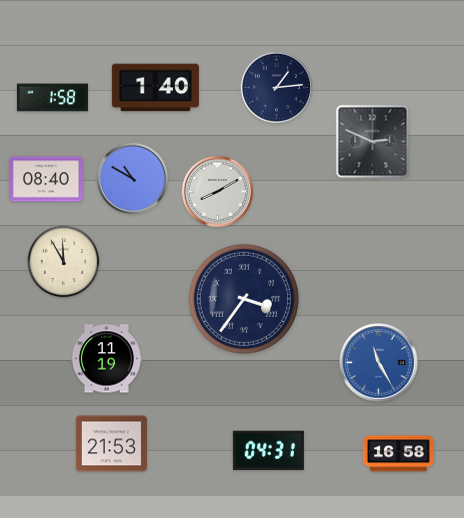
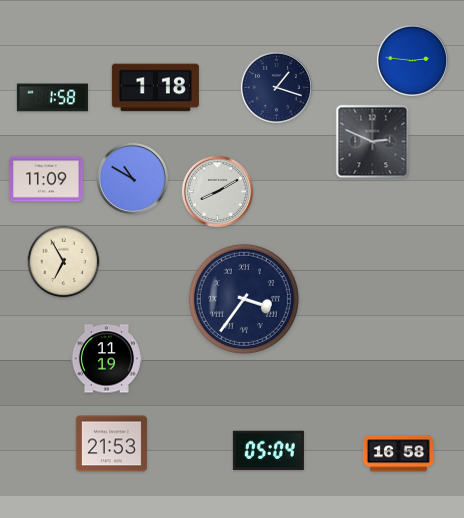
clock at (412, 60): none -> 2:46
clock at (276, 87): 1:14 -> 1:18
clock at (155, 88): 1:40 -> 1:18
clock at (46, 179): 08:40 -> 11:09
clock at (64, 262): 11:55 -> 6:55
clock at (379, 363): 11:25 -> none
clock at (268, 451): 04:31 -> 05:04
